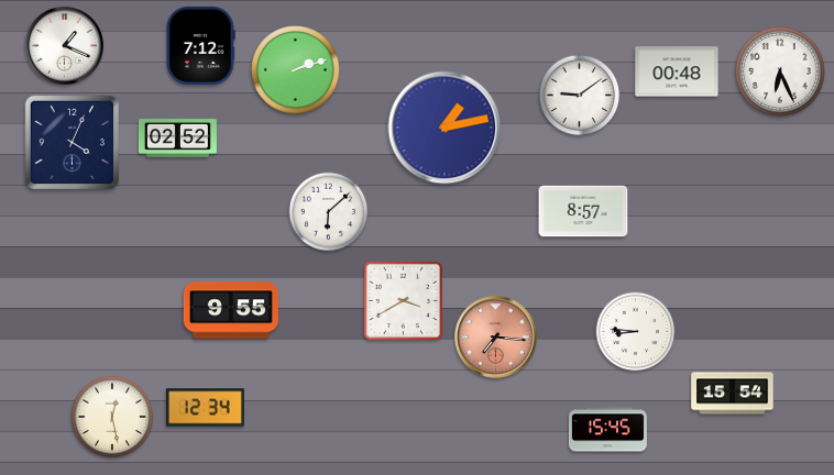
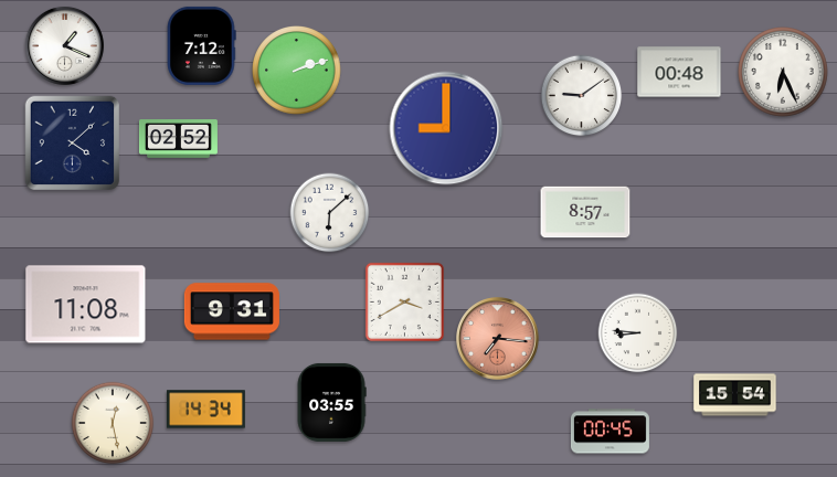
clock at (445, 128): 1:13 -> 9:00
clock at (72, 142): 4:04 -> 4:08
clock at (86, 305): none -> 11:08
clock at (231, 310): 9:55 -> 9:31
clock at (331, 402): none -> 03:55
clock at (205, 408): 12:34 -> 14:34
clock at (112, 417) position: (112, 417) -> (113, 423)
clock at (607, 430): 15:45 -> 00:45
